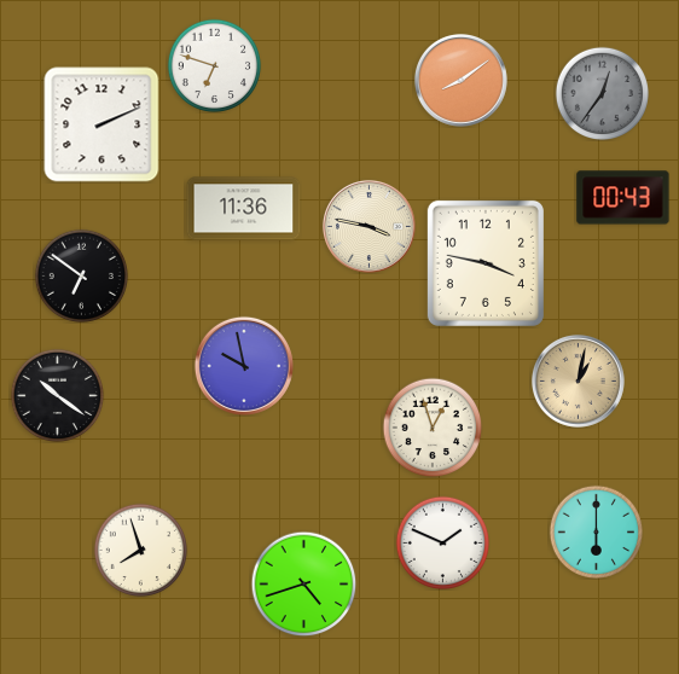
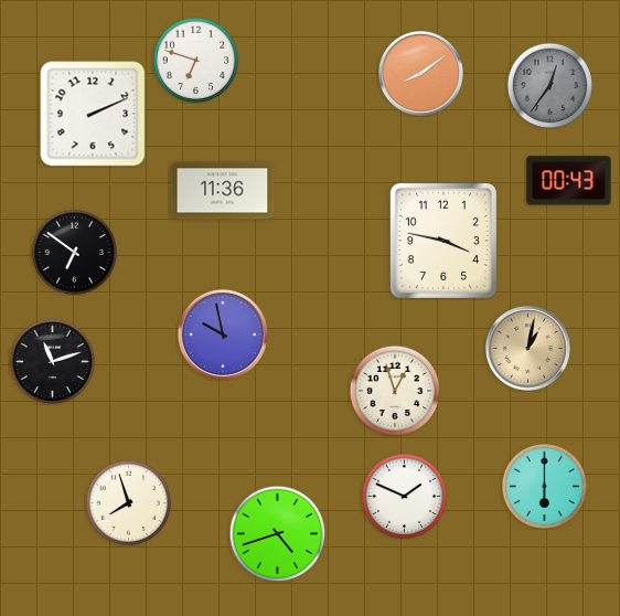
clock at (368, 226): 3:47 -> none
clock at (57, 395): 10:21 -> 11:12
